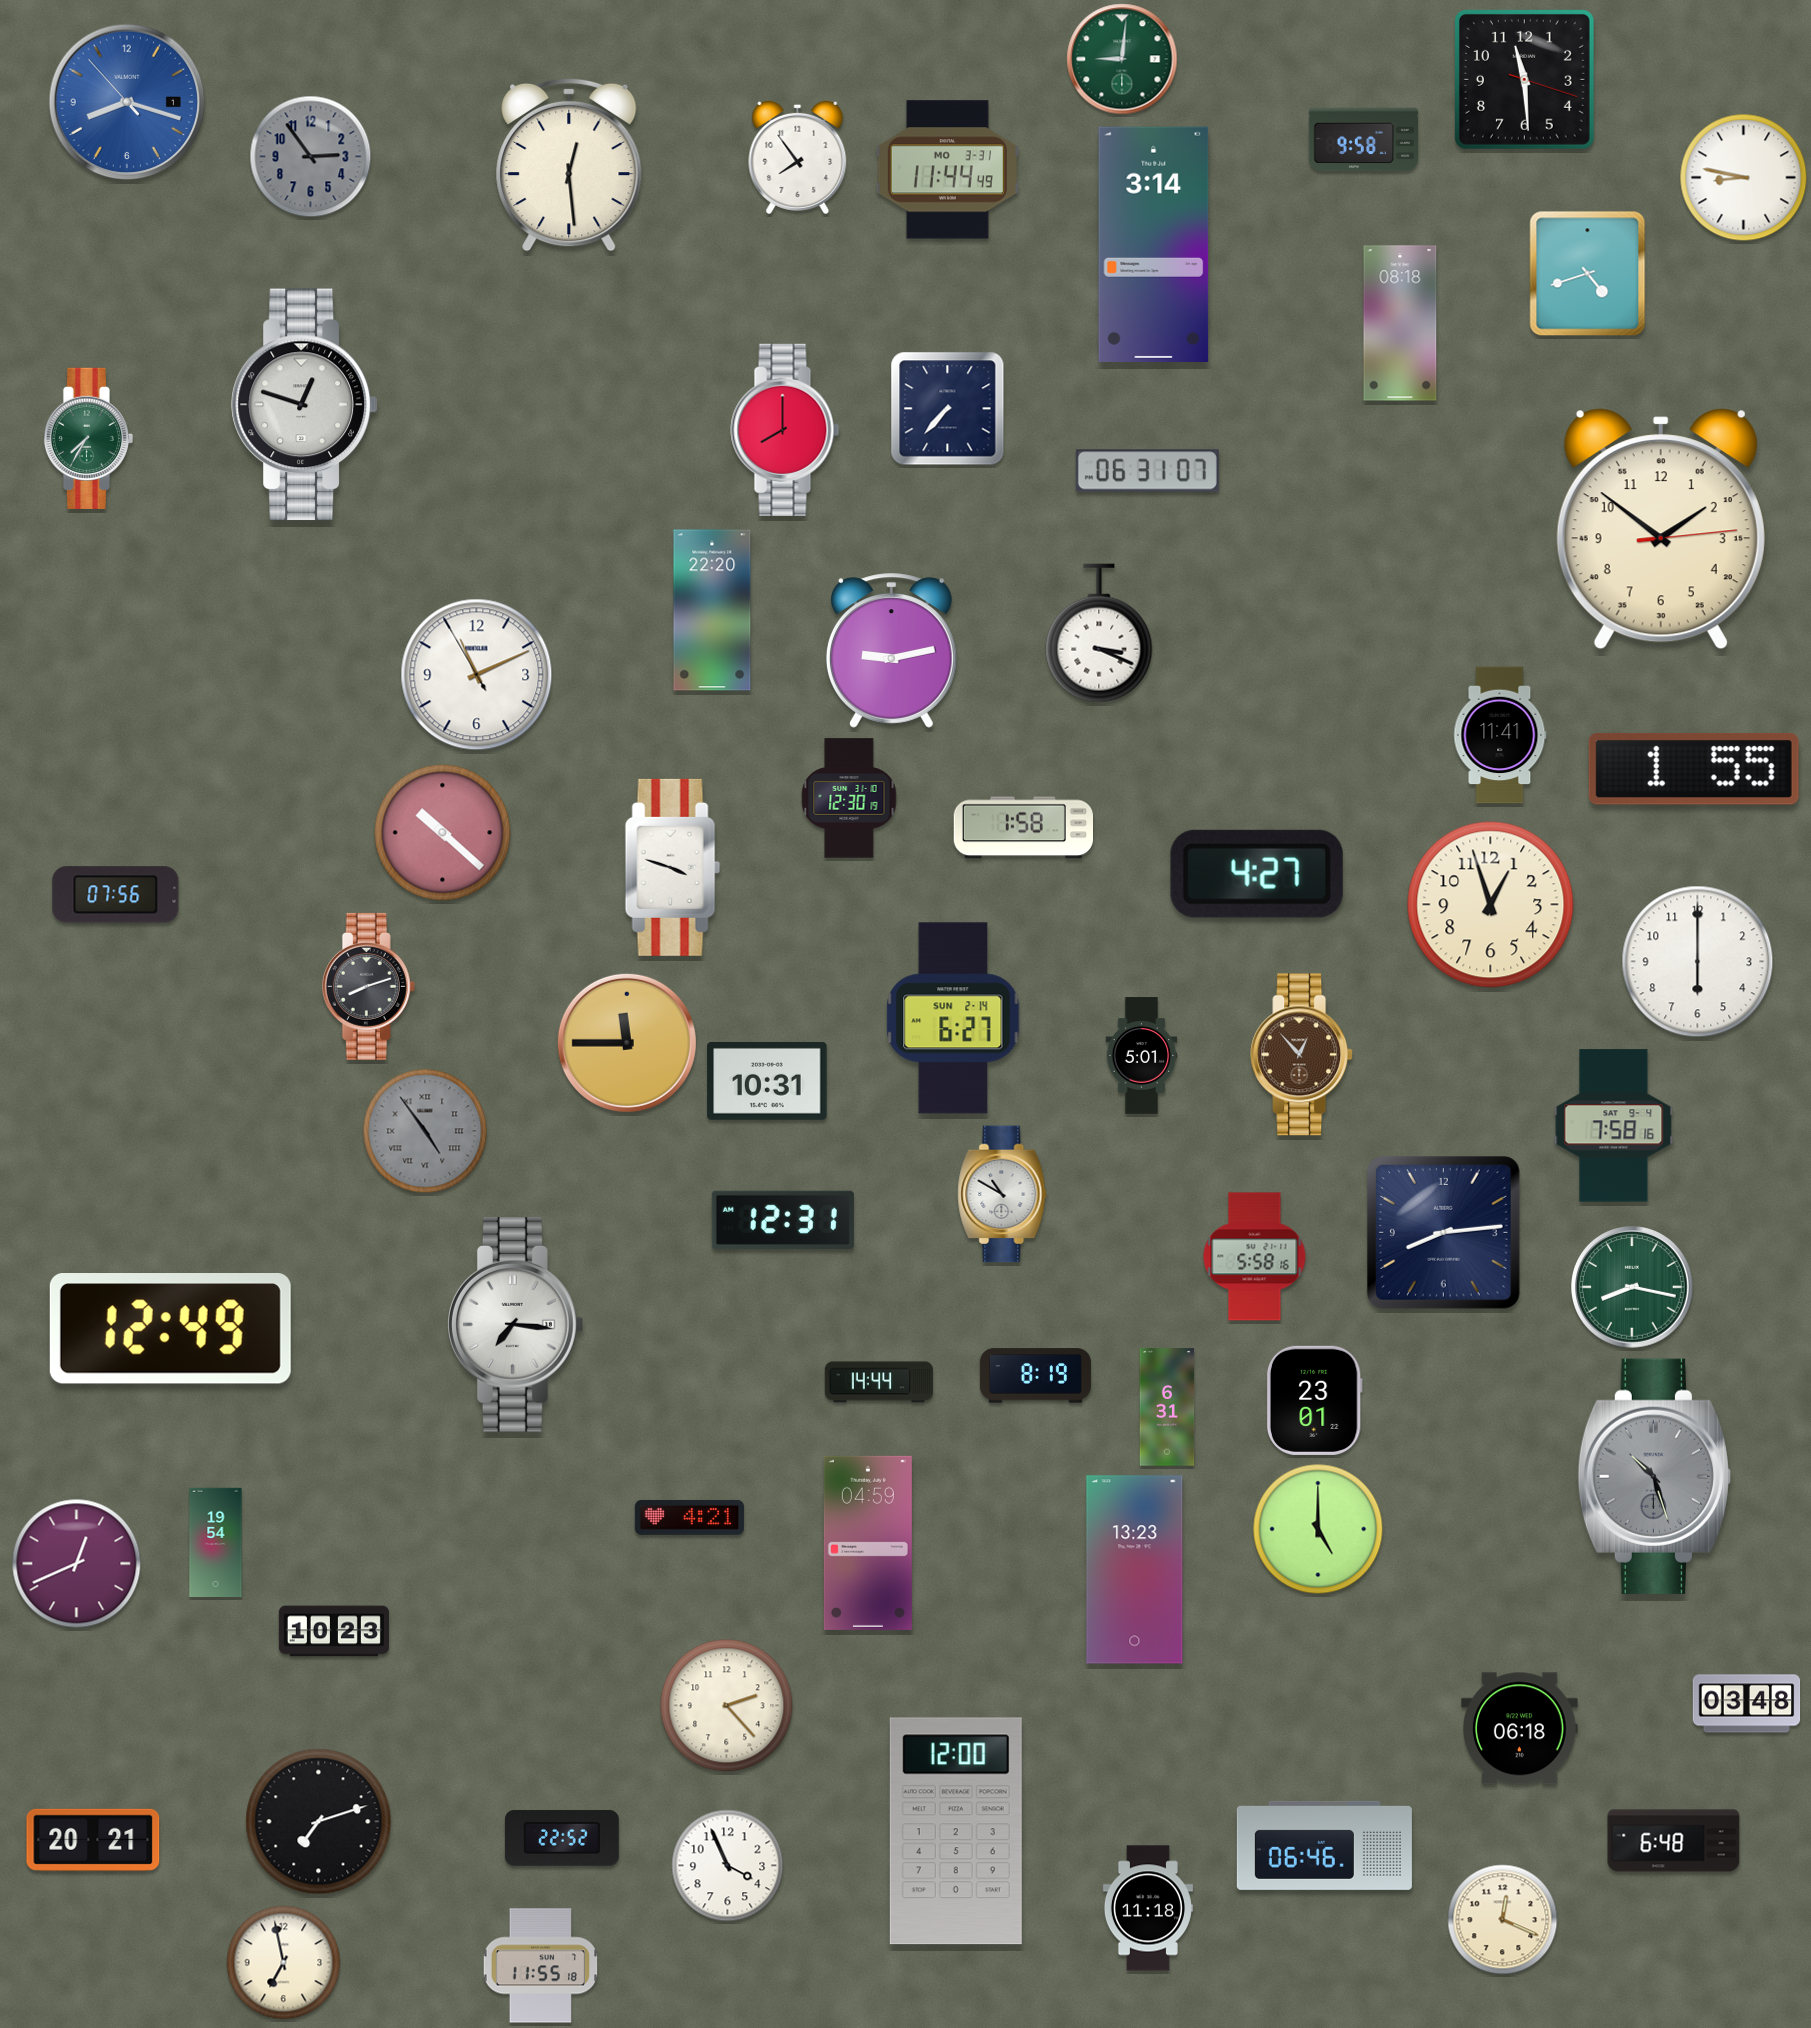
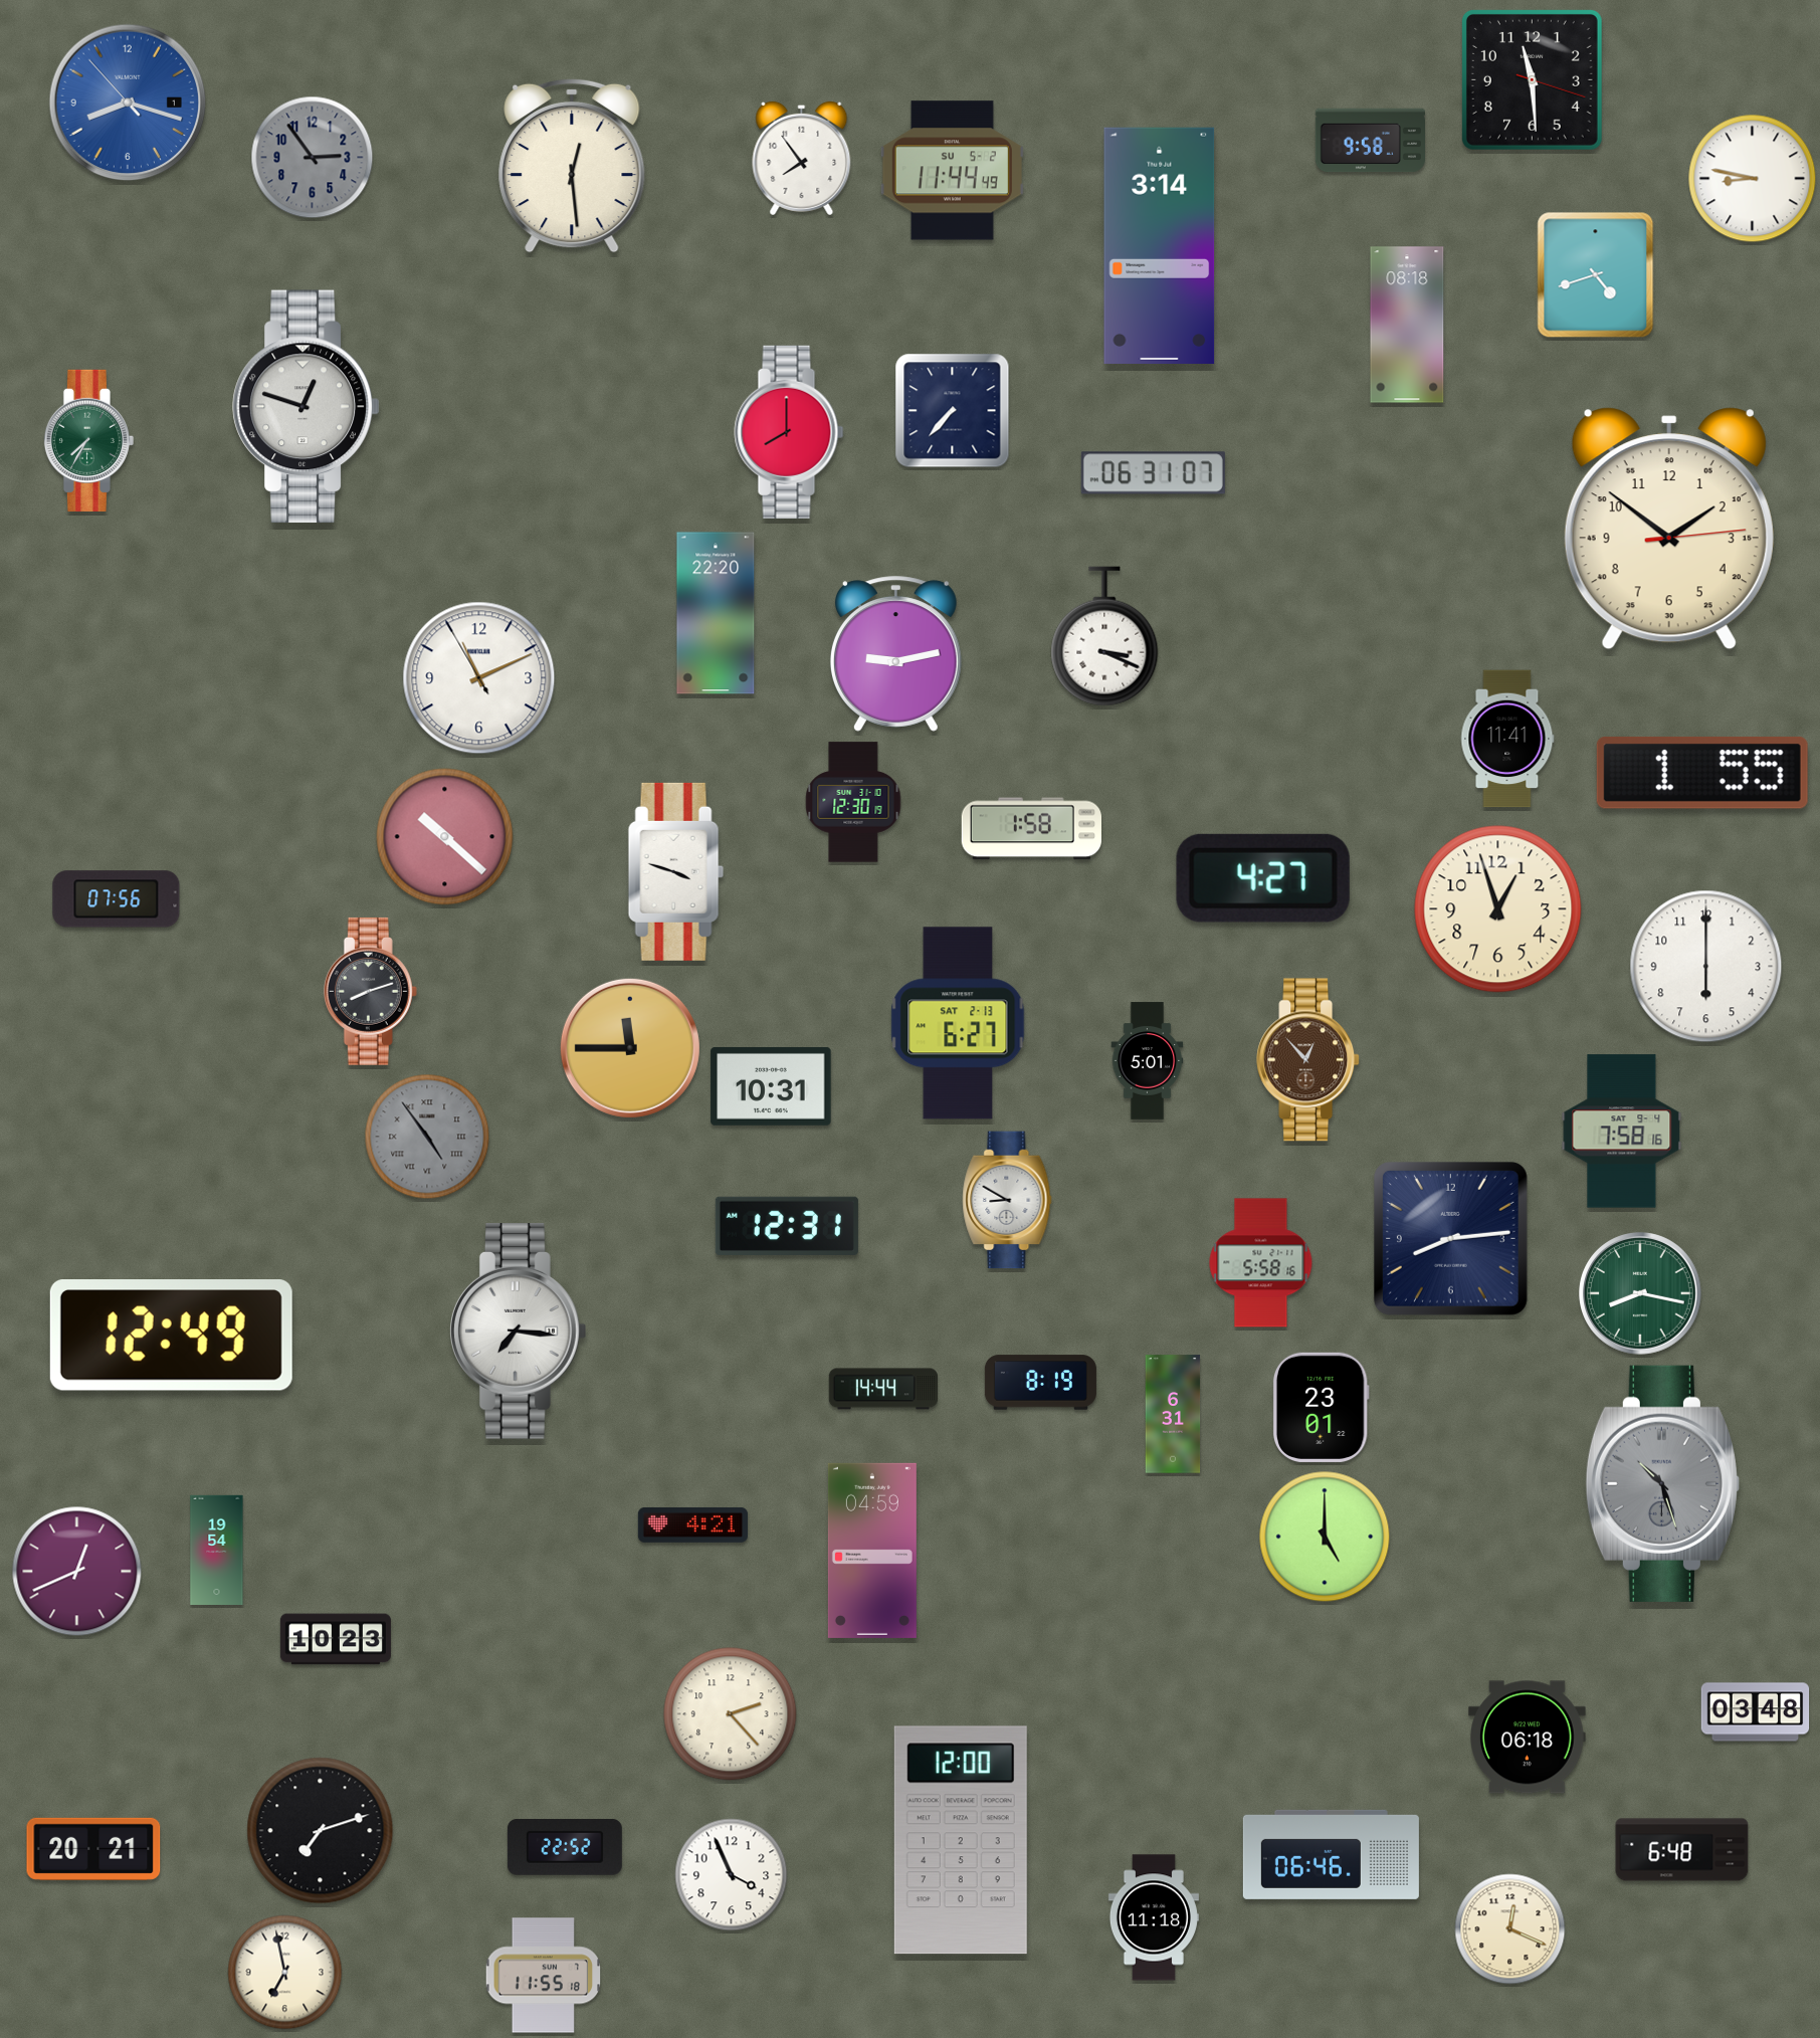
clock at (1122, 59): 9:01 -> none
clock at (947, 170) date: MO 3-31 -> SU 5-2
clock at (1661, 529) position: (1661, 529) -> (1669, 529)
clock at (1023, 828) position: (1023, 828) -> (1031, 829)
clock at (953, 1018) date: SUN 2-14 -> SAT 2-13
clock at (1002, 1194): 10:50 -> 8:50
clock at (1135, 1570): 13:23 -> none
